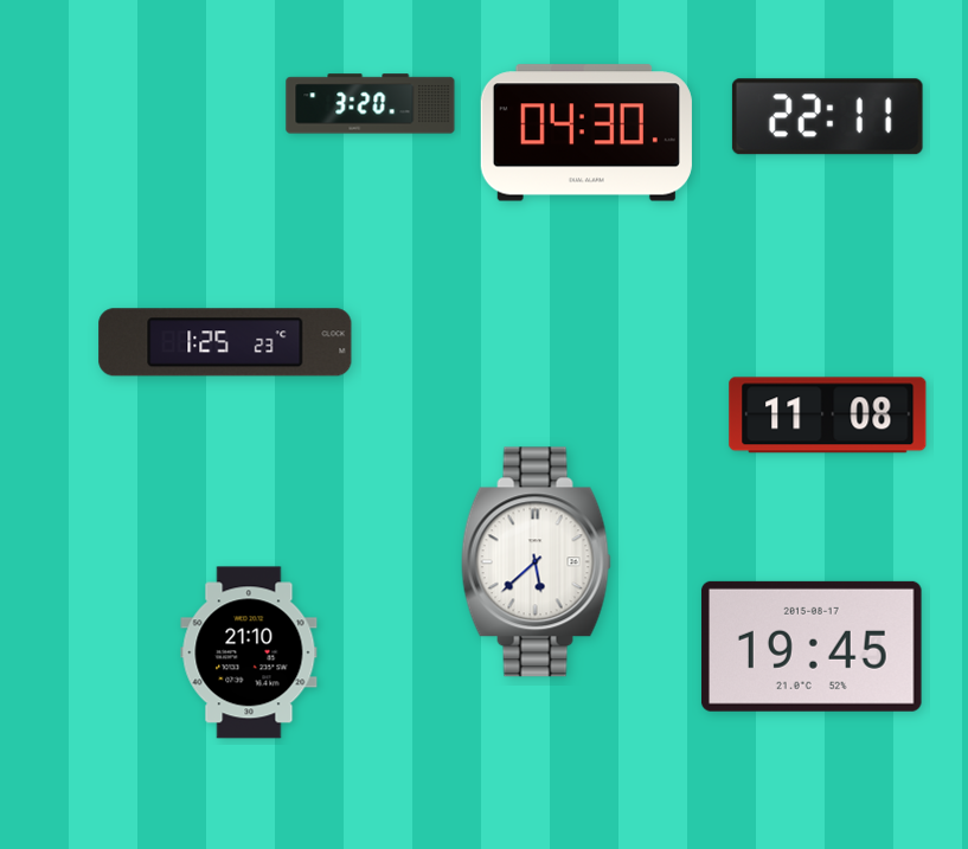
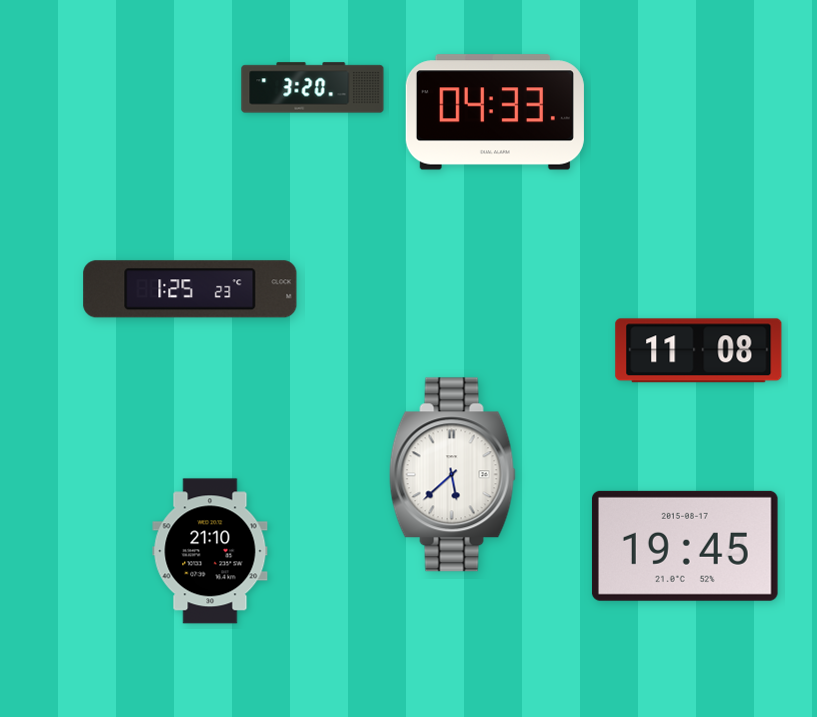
clock at (827, 117): 22:11 -> none
clock at (586, 133): 04:30 -> 04:33
